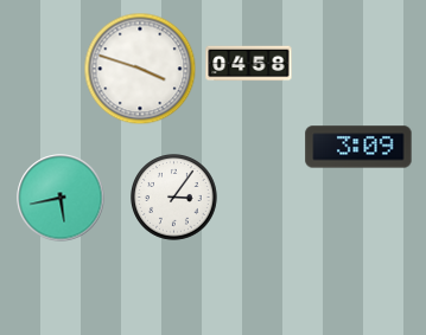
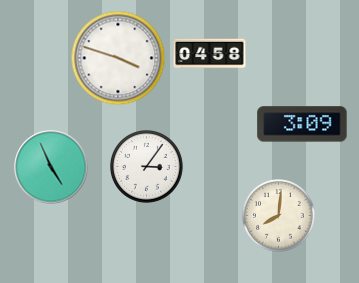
clock at (61, 198): 5:43 -> 4:56
clock at (279, 216): none -> 8:01
